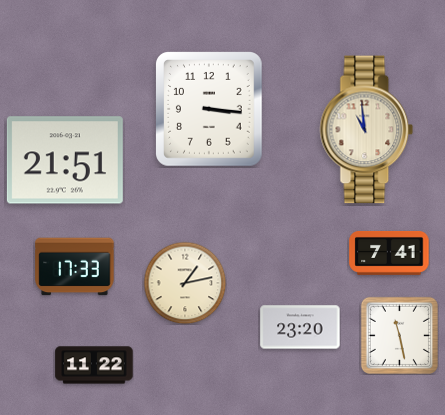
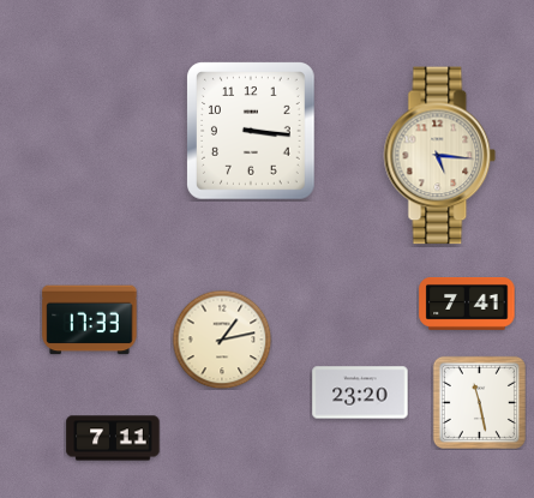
clock at (367, 130): 10:59 -> 5:16
clock at (65, 160): 21:51 -> none
clock at (94, 365): 11:22 -> 7:11
